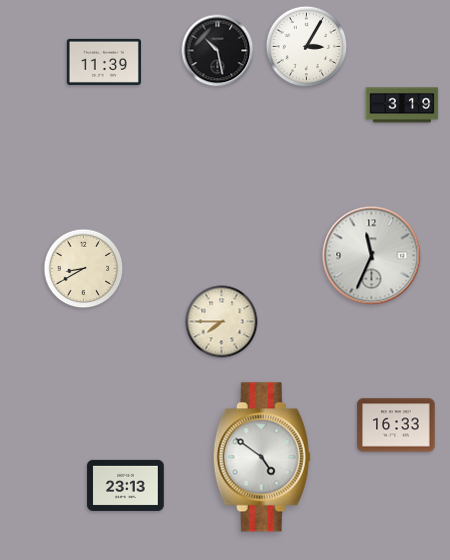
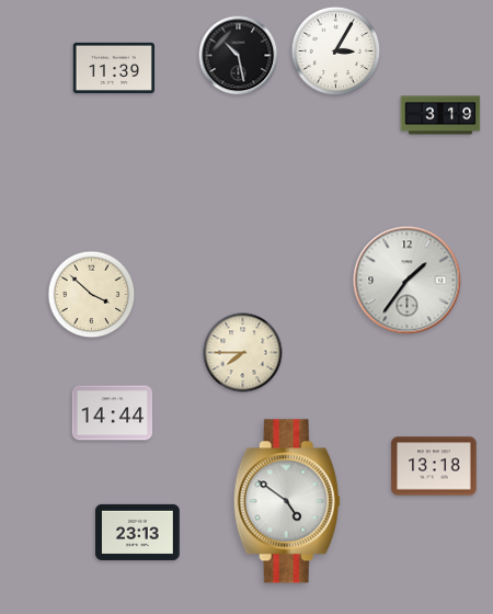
clock at (372, 256): 11:34 -> 1:36
clock at (84, 269): 8:40 -> 3:52
clock at (113, 413): none -> 14:44
clock at (396, 425): 16:33 -> 13:18
